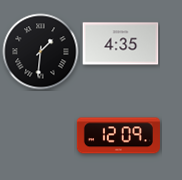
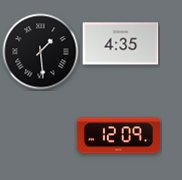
clock at (41, 52): 1:31 -> 1:29
